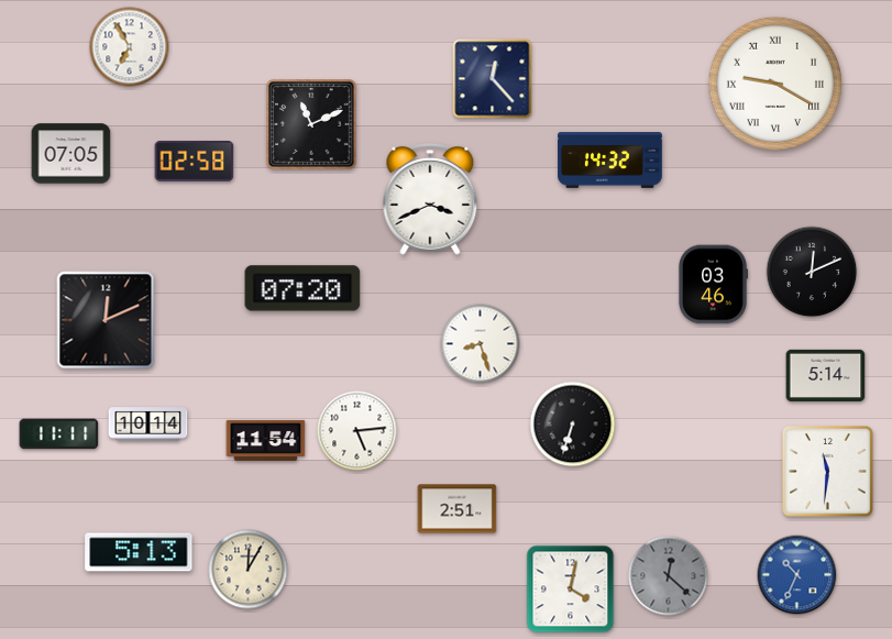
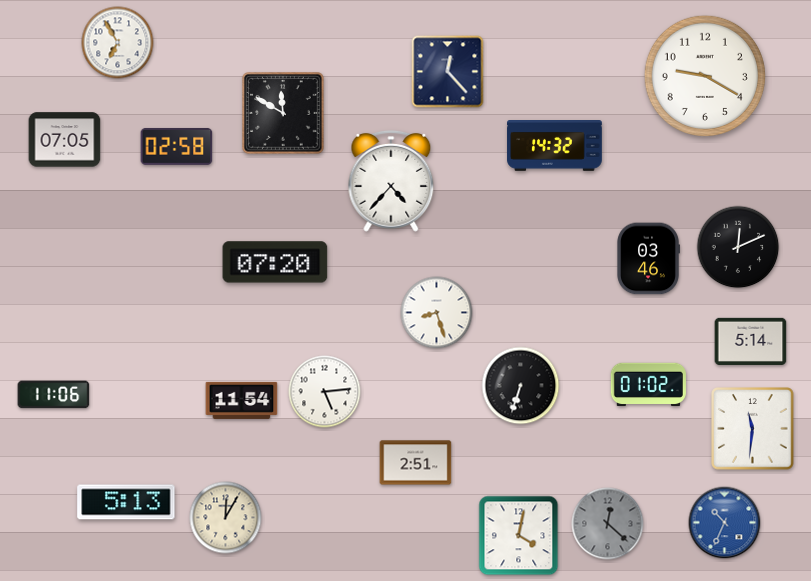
clock at (775, 84) numerals: Roman -> Arabic
clock at (311, 124): 11:11 -> 11:50
clock at (430, 199): 3:41 -> 4:37
clock at (106, 320): 12:11 -> none
clock at (648, 385): none -> 01:02
clock at (148, 425): 10:14 -> none
clock at (59, 434): 11:11 -> 11:06
